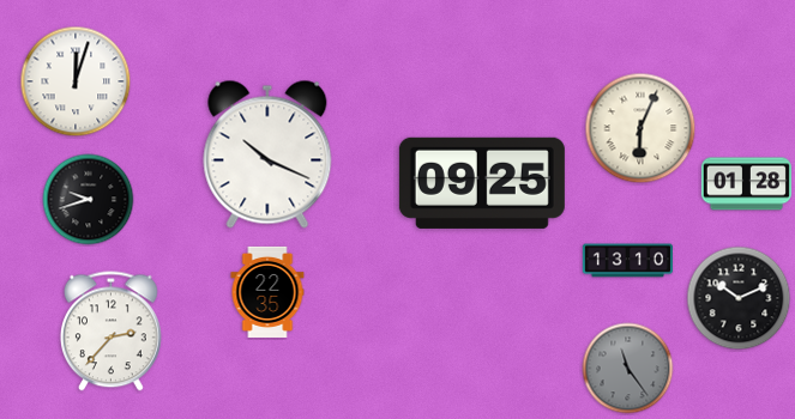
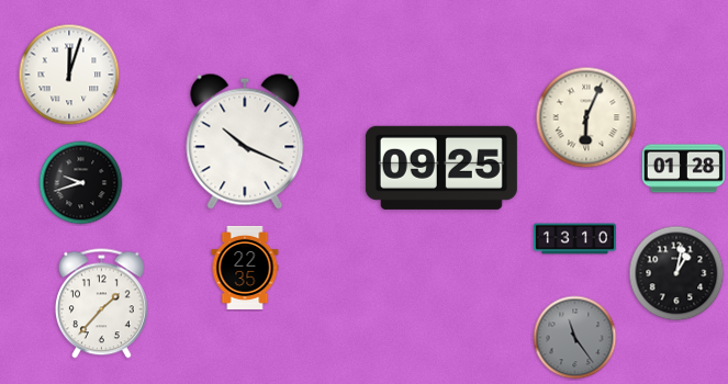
clock at (739, 298): 10:11 -> 1:02
clock at (110, 332): 2:37 -> 1:37
